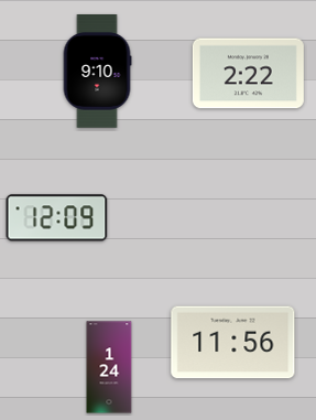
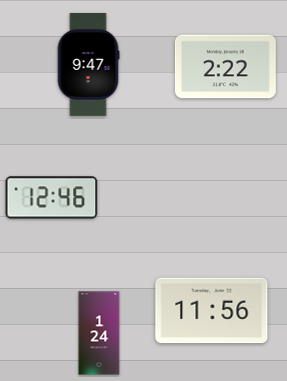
clock at (97, 72): 9:10 -> 9:47
clock at (57, 218): 12:09 -> 12:46
